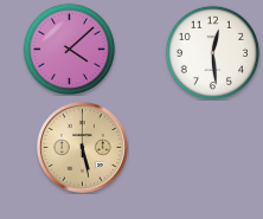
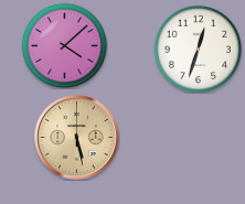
clock at (212, 52): 12:29 -> 12:33
